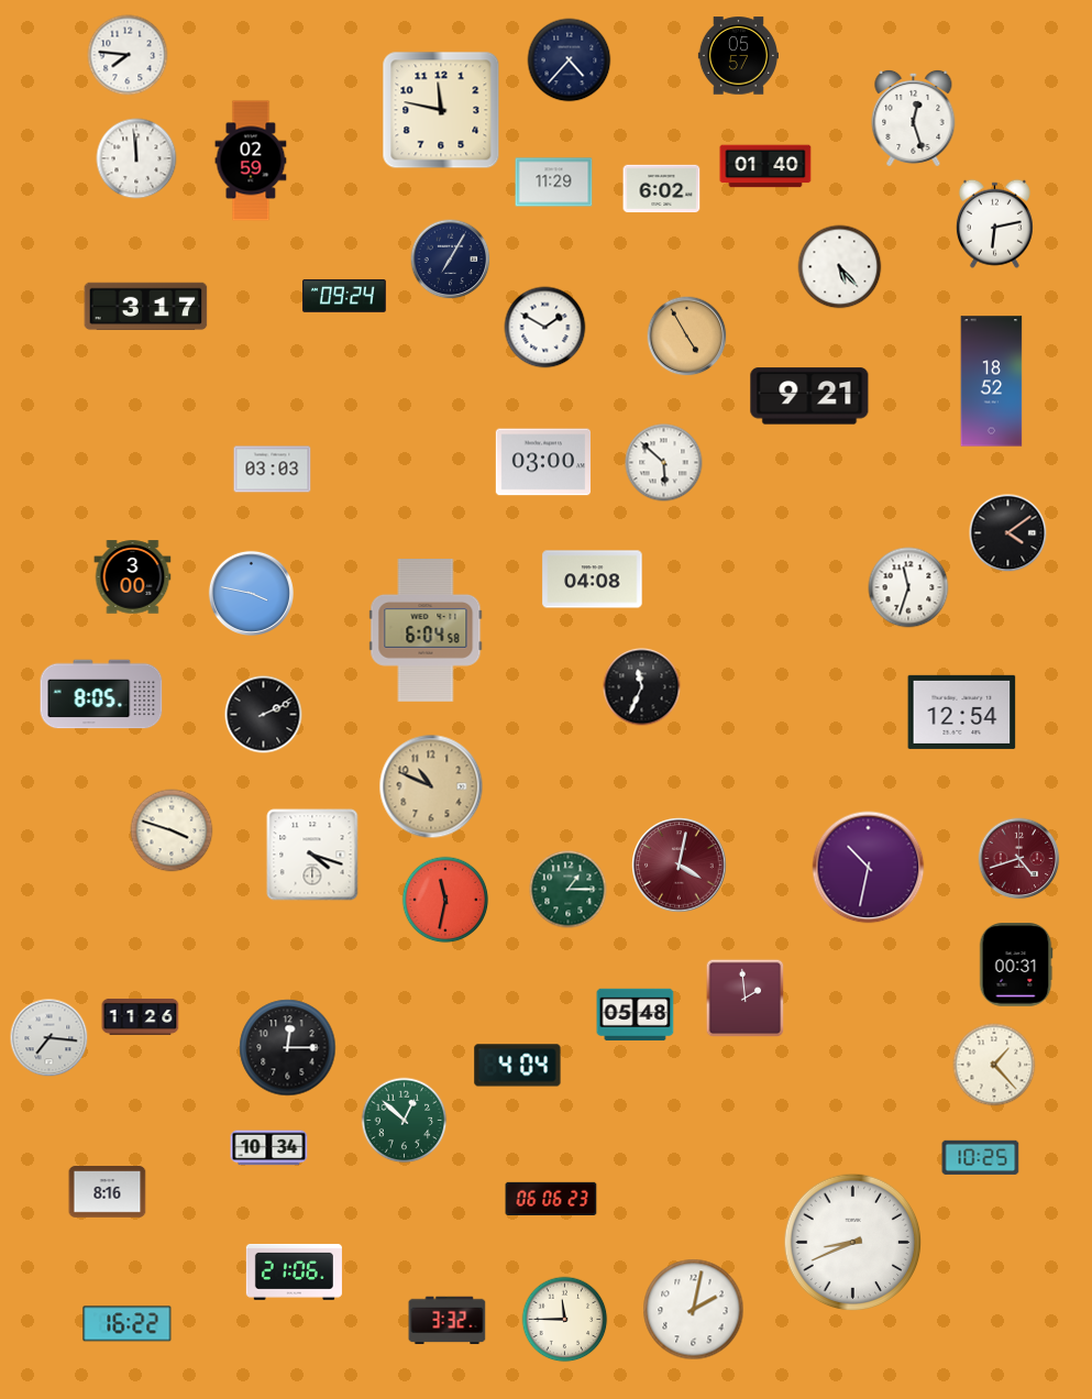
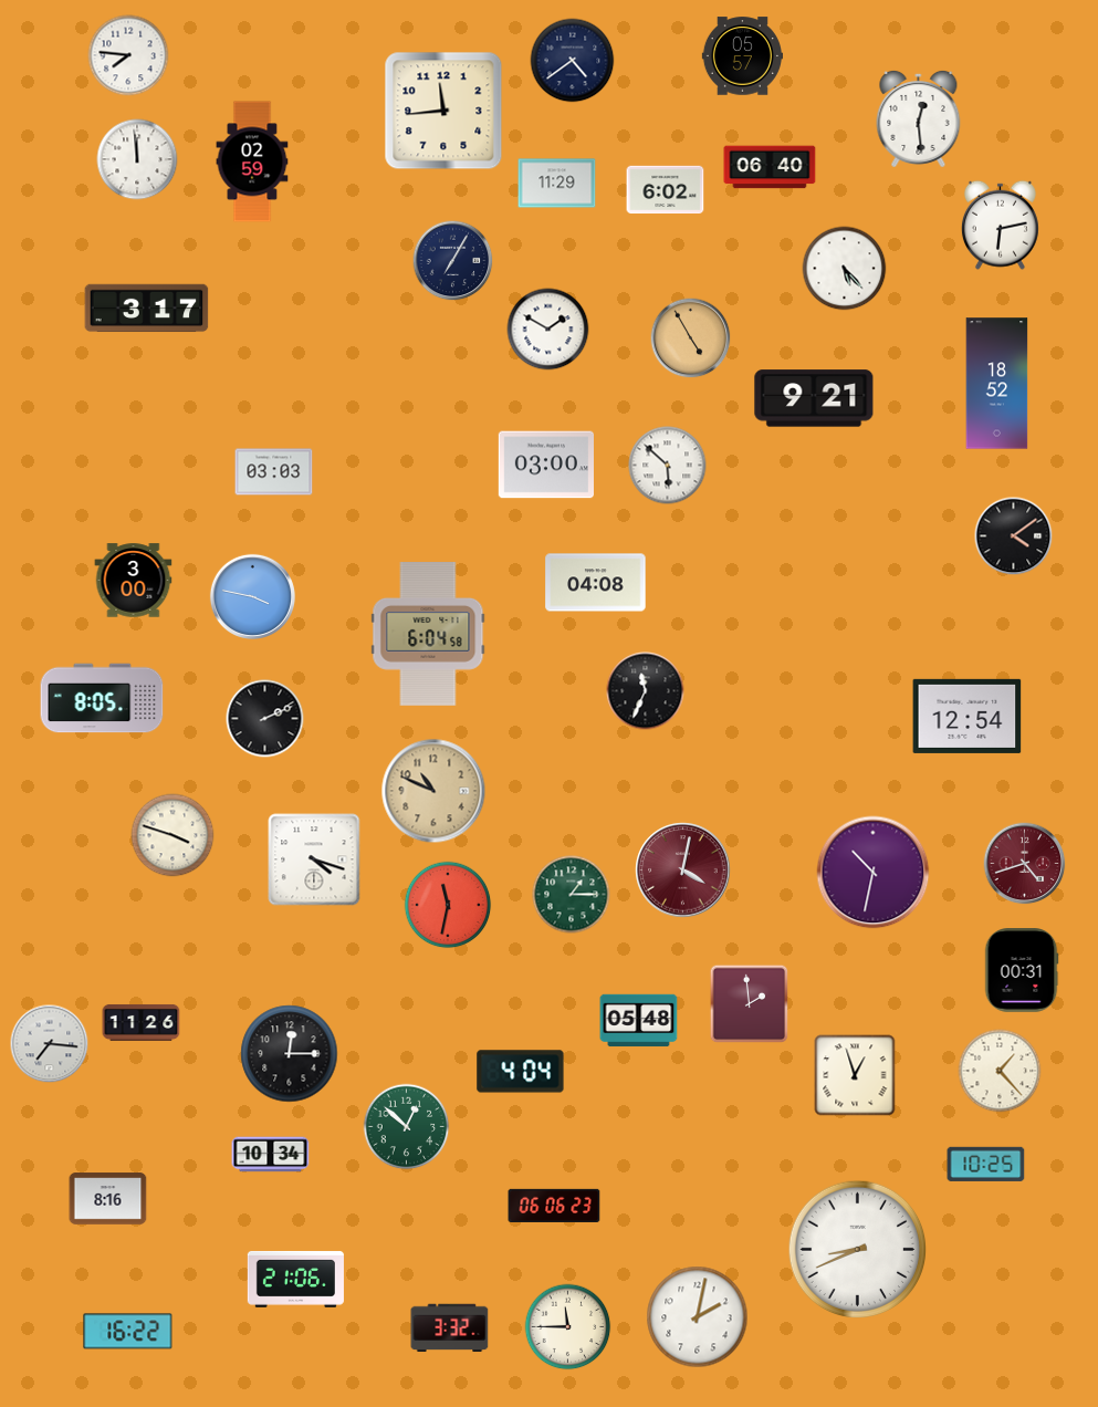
clock at (570, 60): 4:37 -> 4:39
clock at (441, 110): 11:47 -> 11:44
clock at (914, 118): 12:27 -> 12:29
clock at (765, 166): 01:40 -> 06:40
clock at (344, 296): 09:24 -> none
clock at (908, 587): 11:33 -> none
clock at (855, 1075): none -> 12:57
